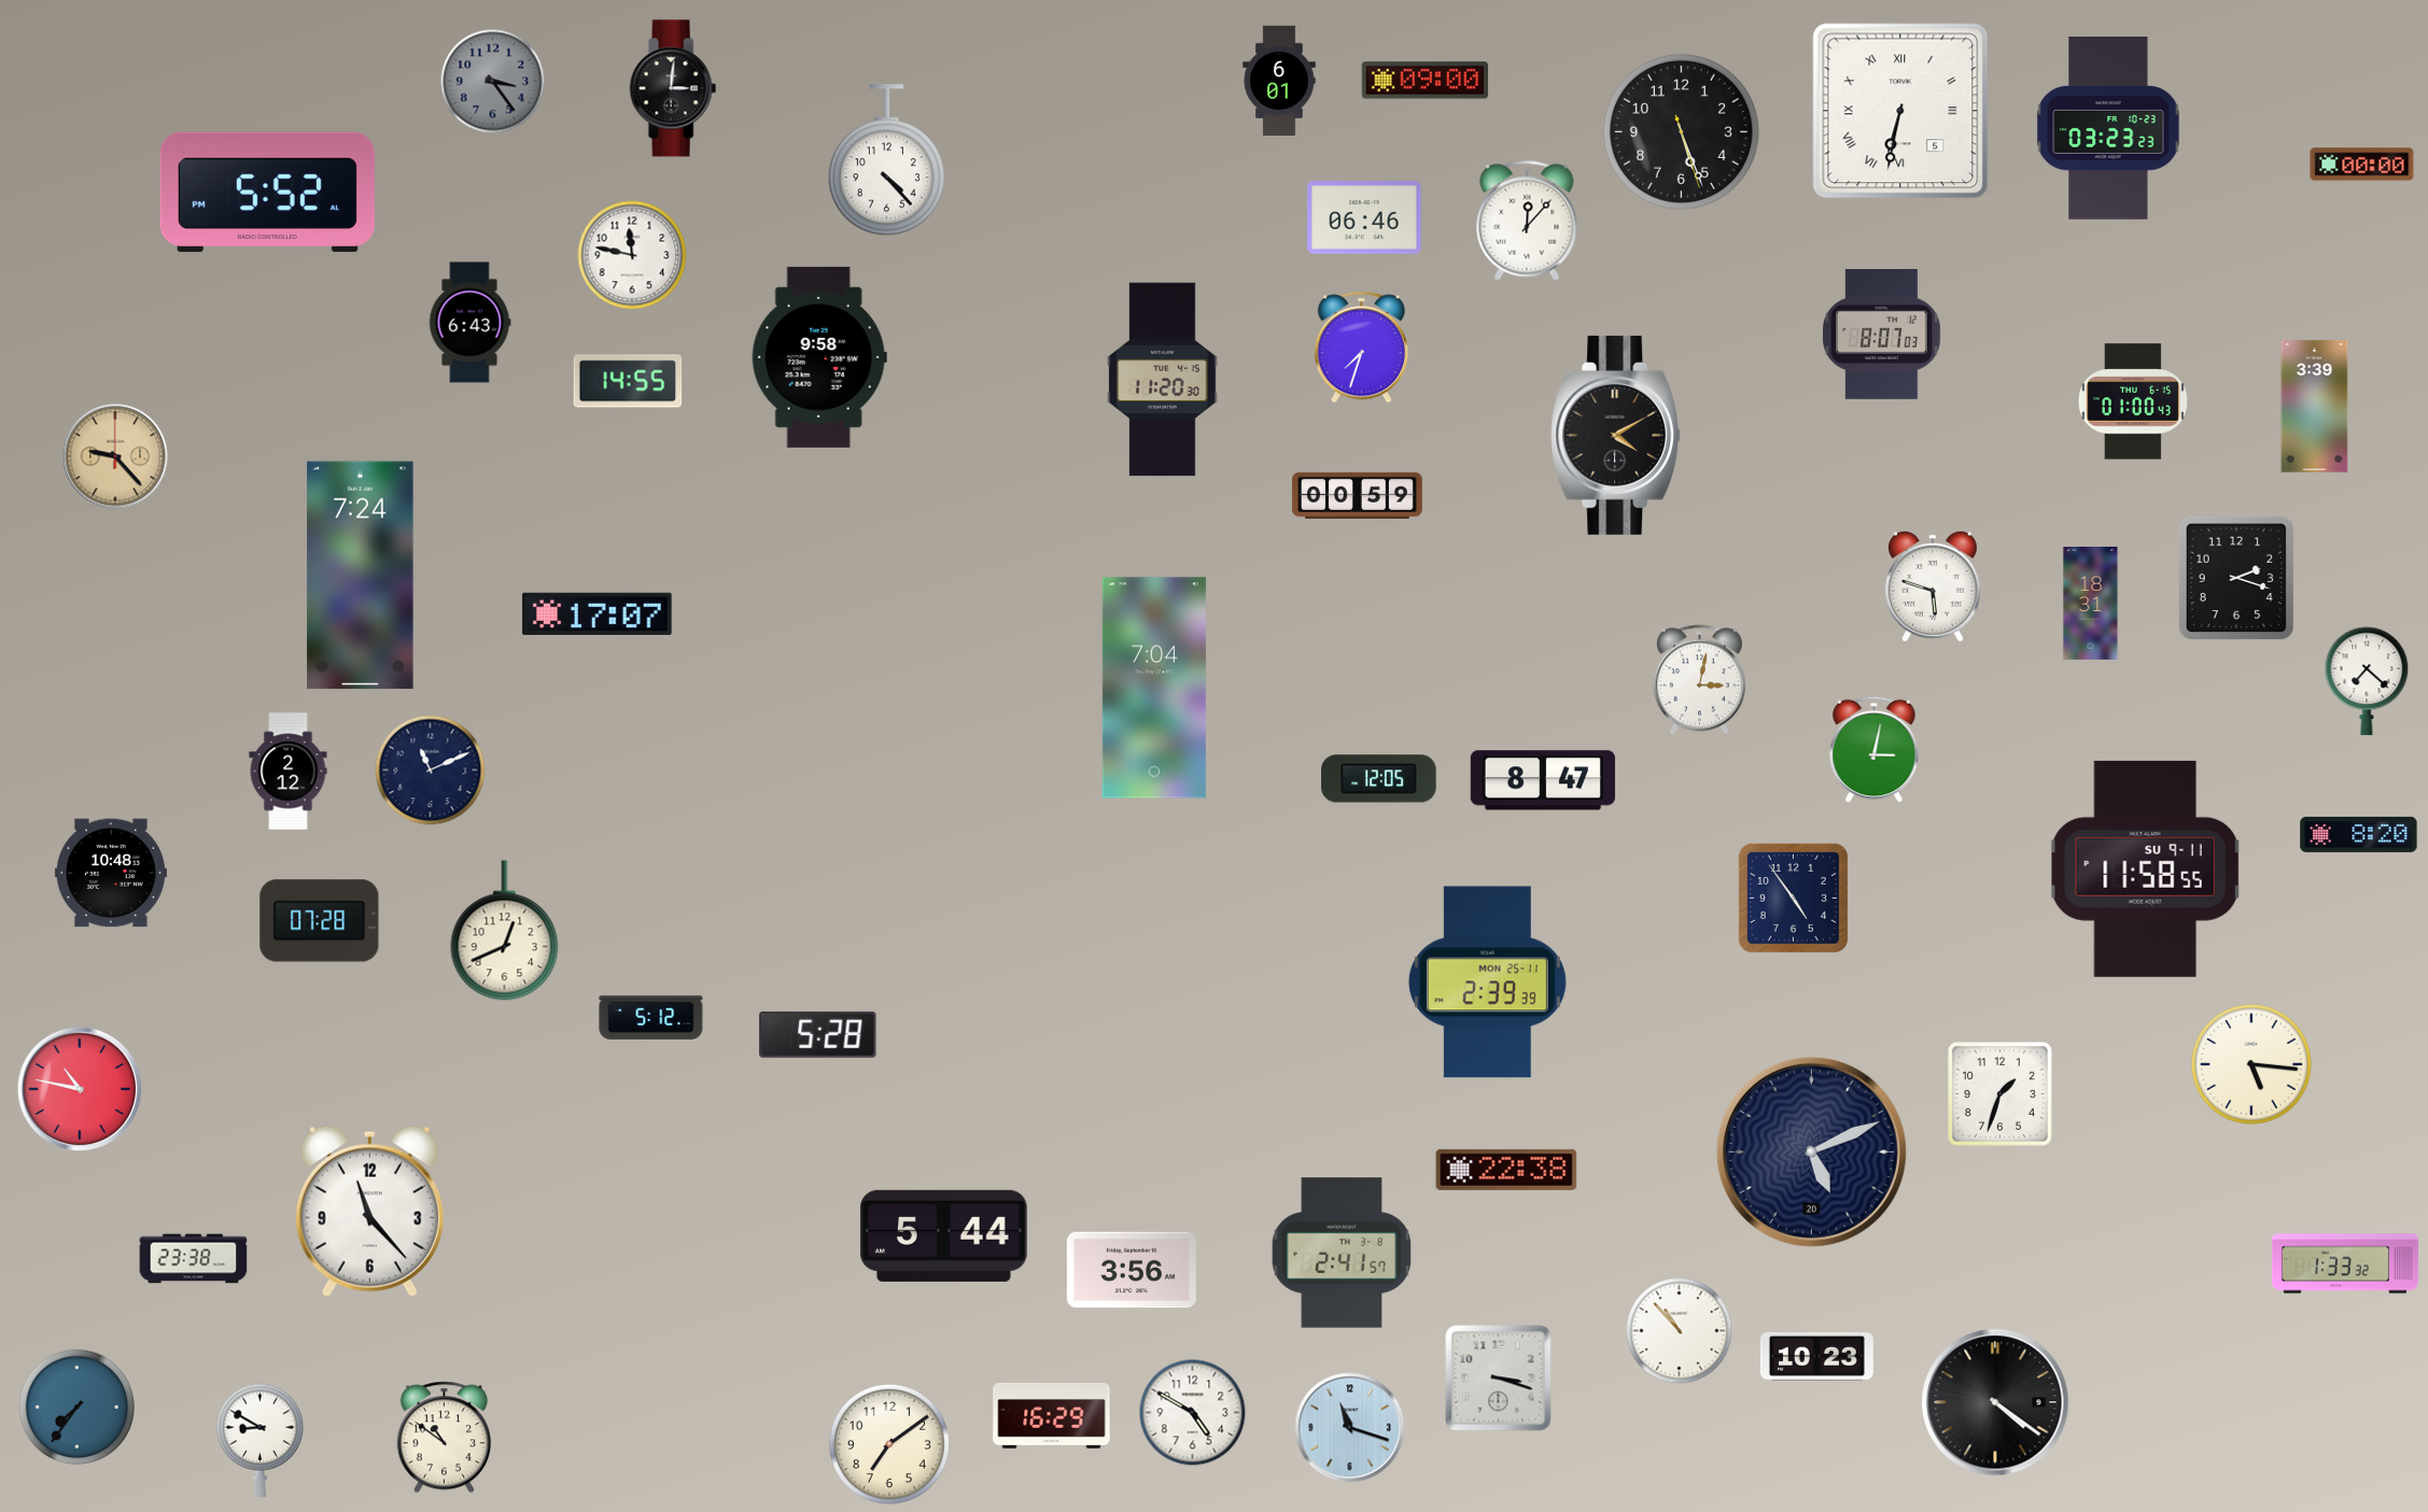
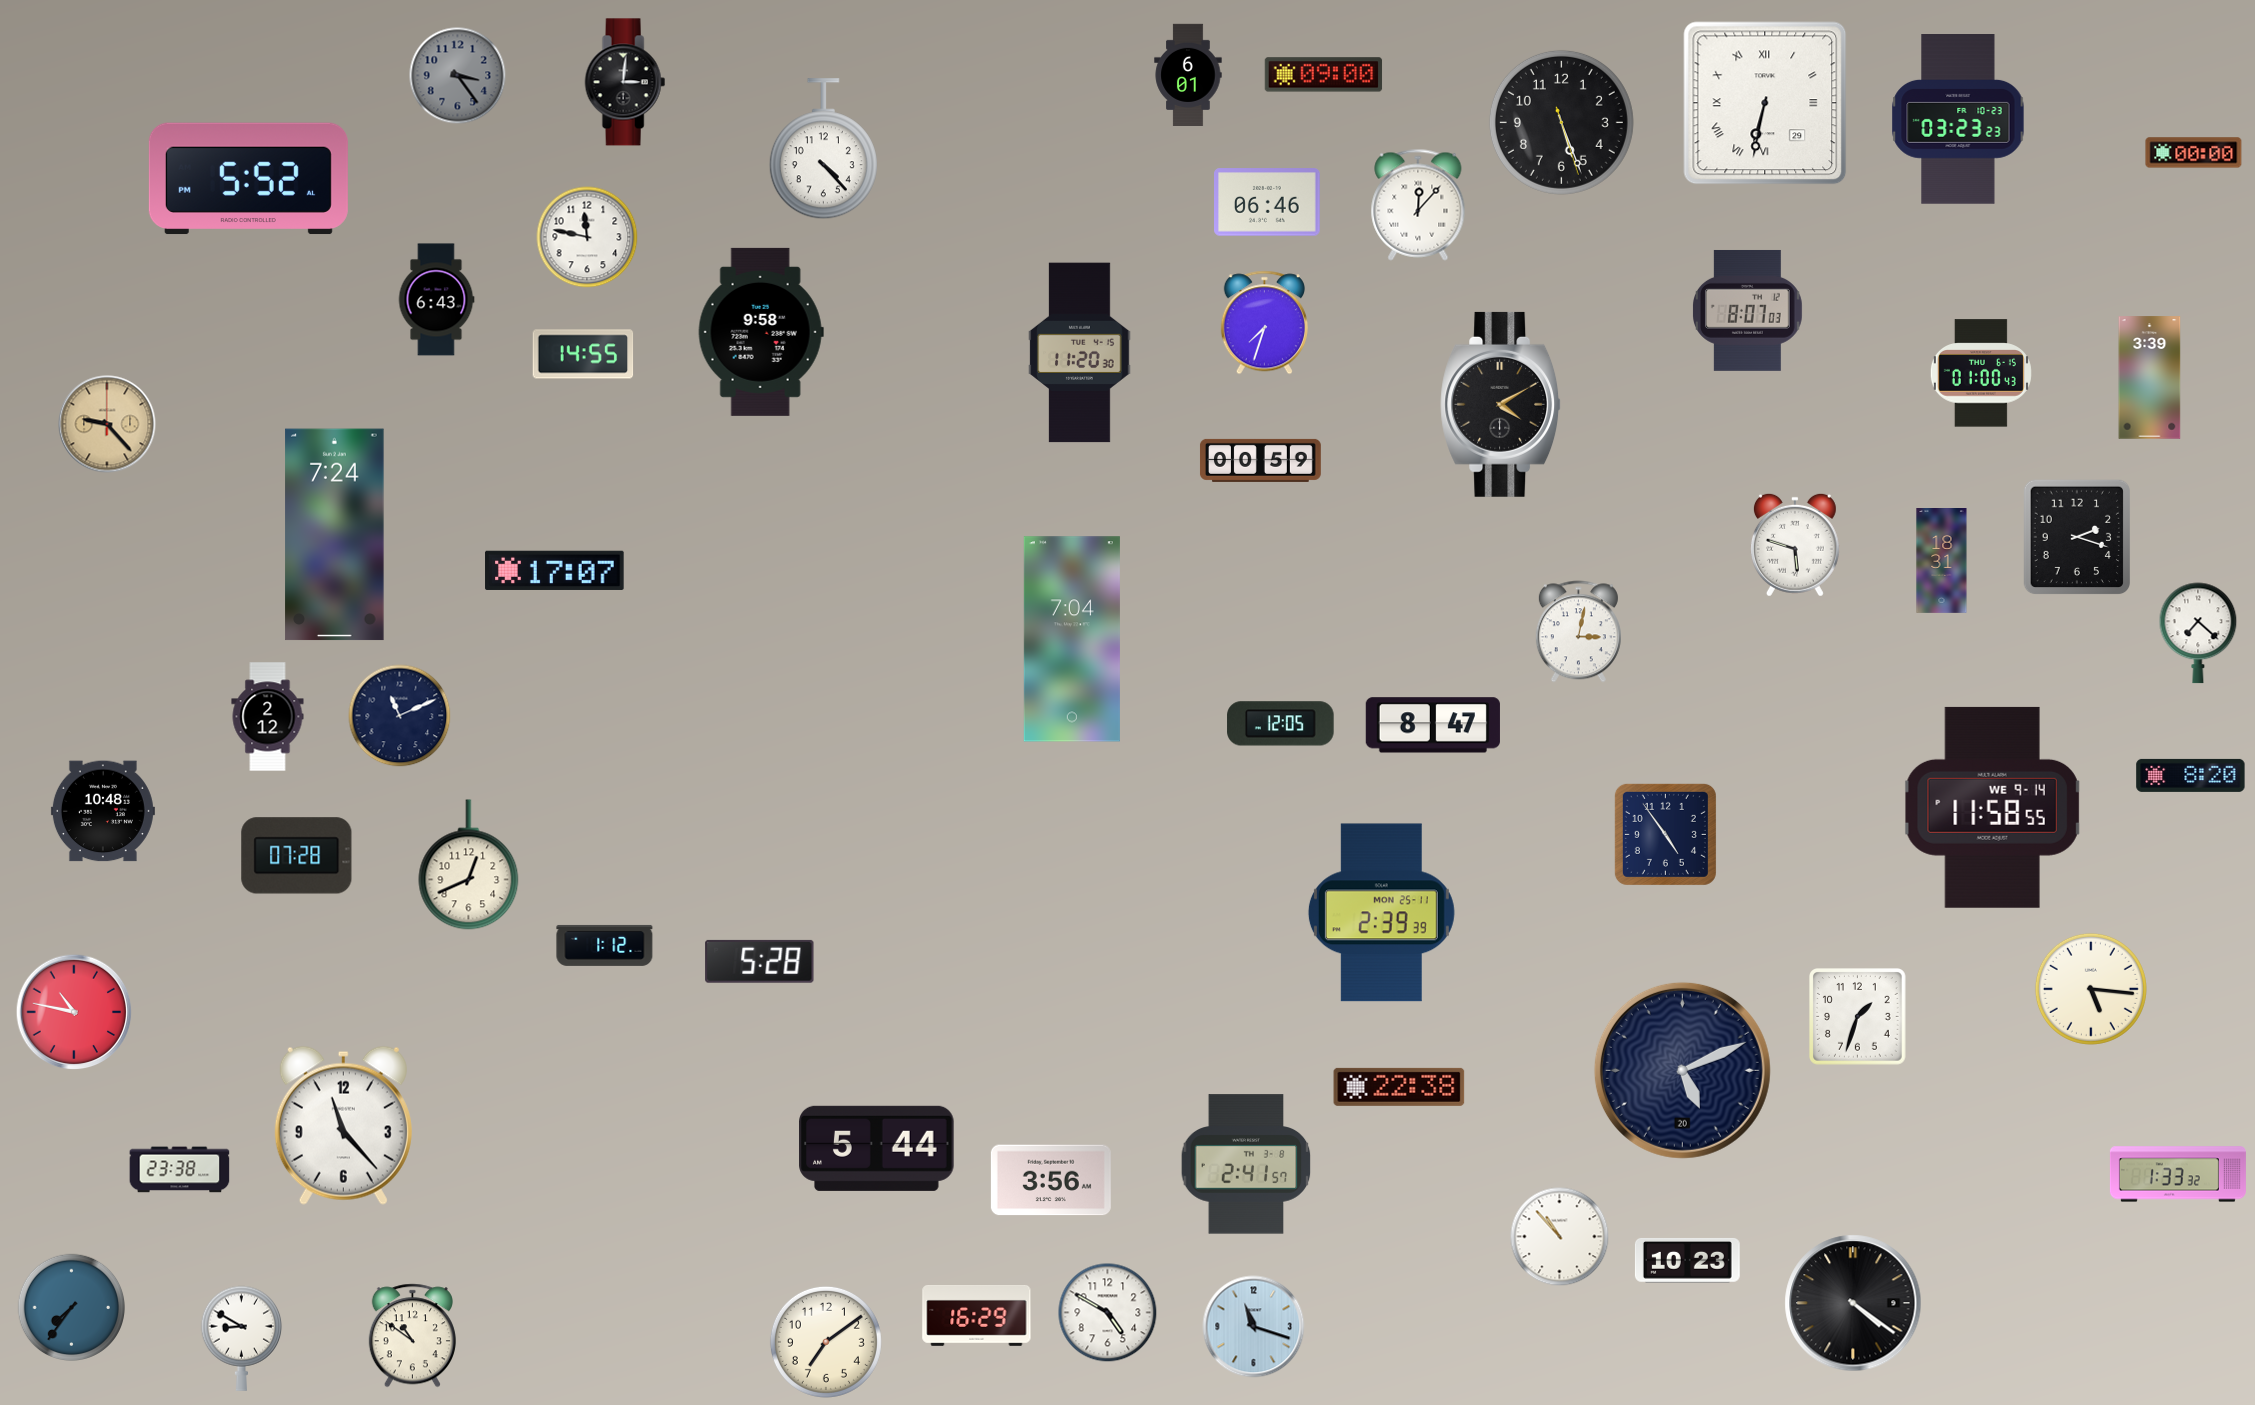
clock at (1900, 111) date: 5 -> 29
clock at (1875, 750): 3:02 -> none
clock at (2145, 868) date: SU 9-11 -> WE 9-14
clock at (651, 1017): 5:12 -> 1:12
clock at (1499, 1379): 3:18 -> none
